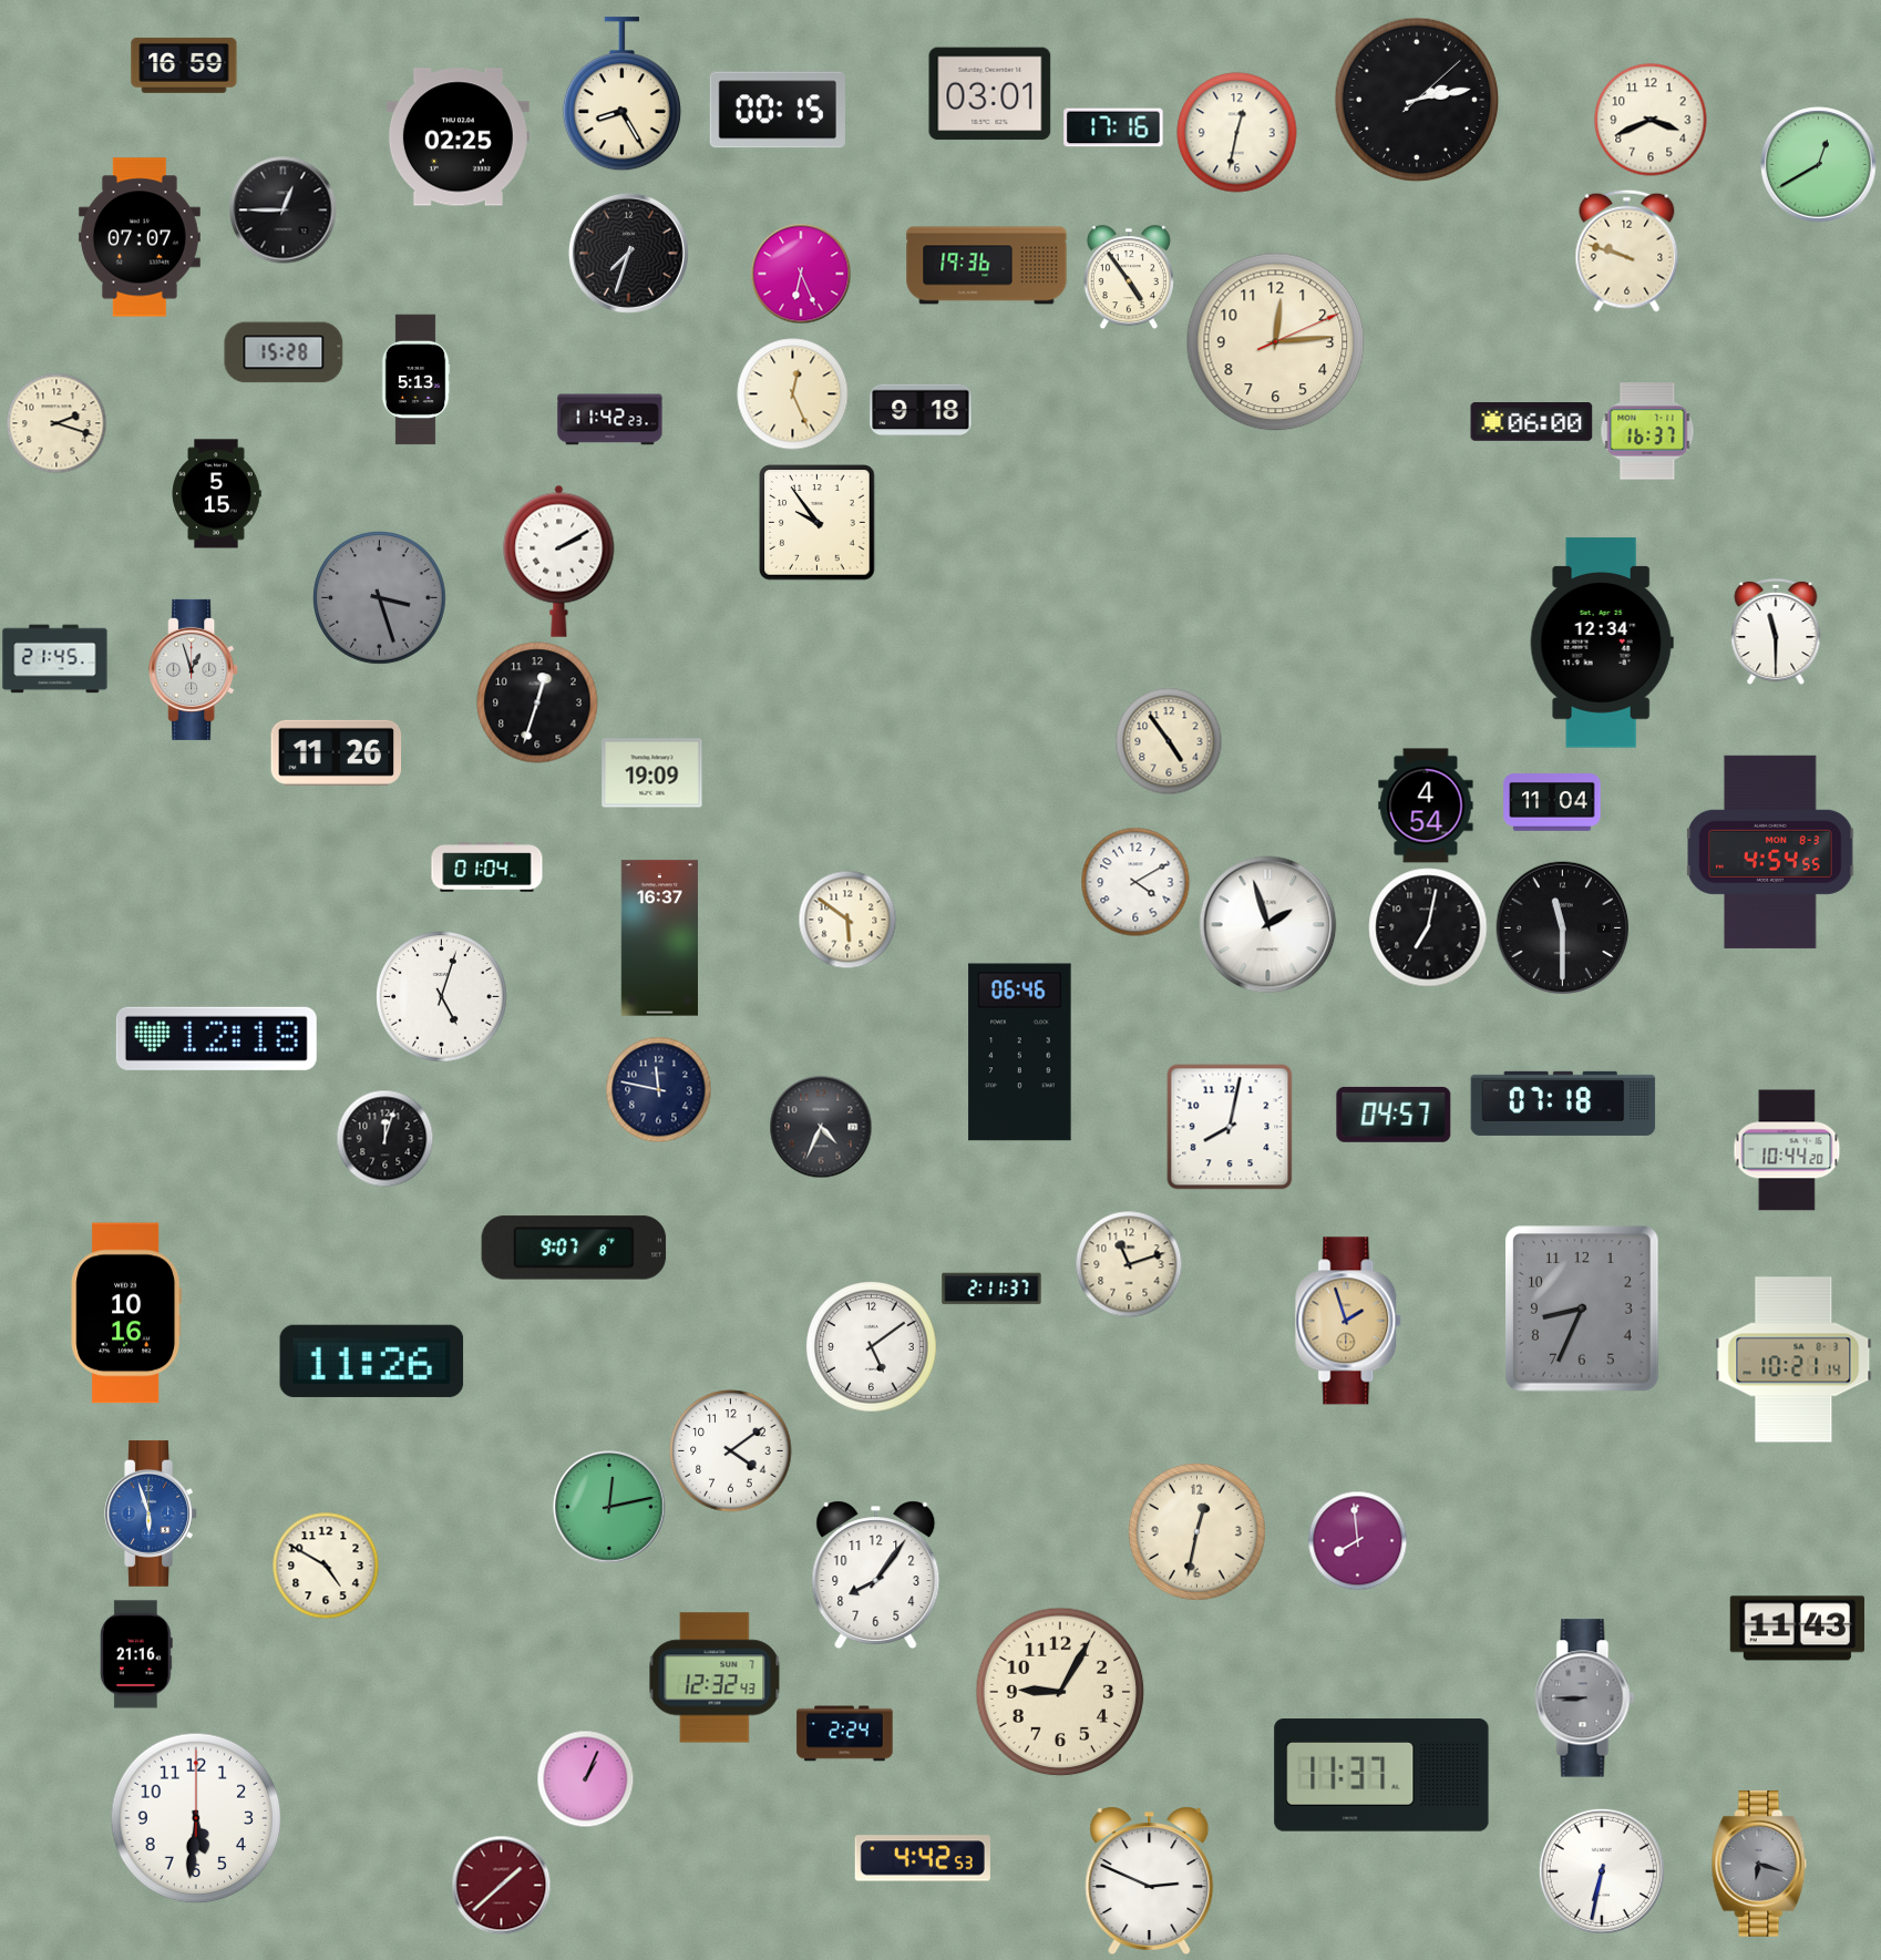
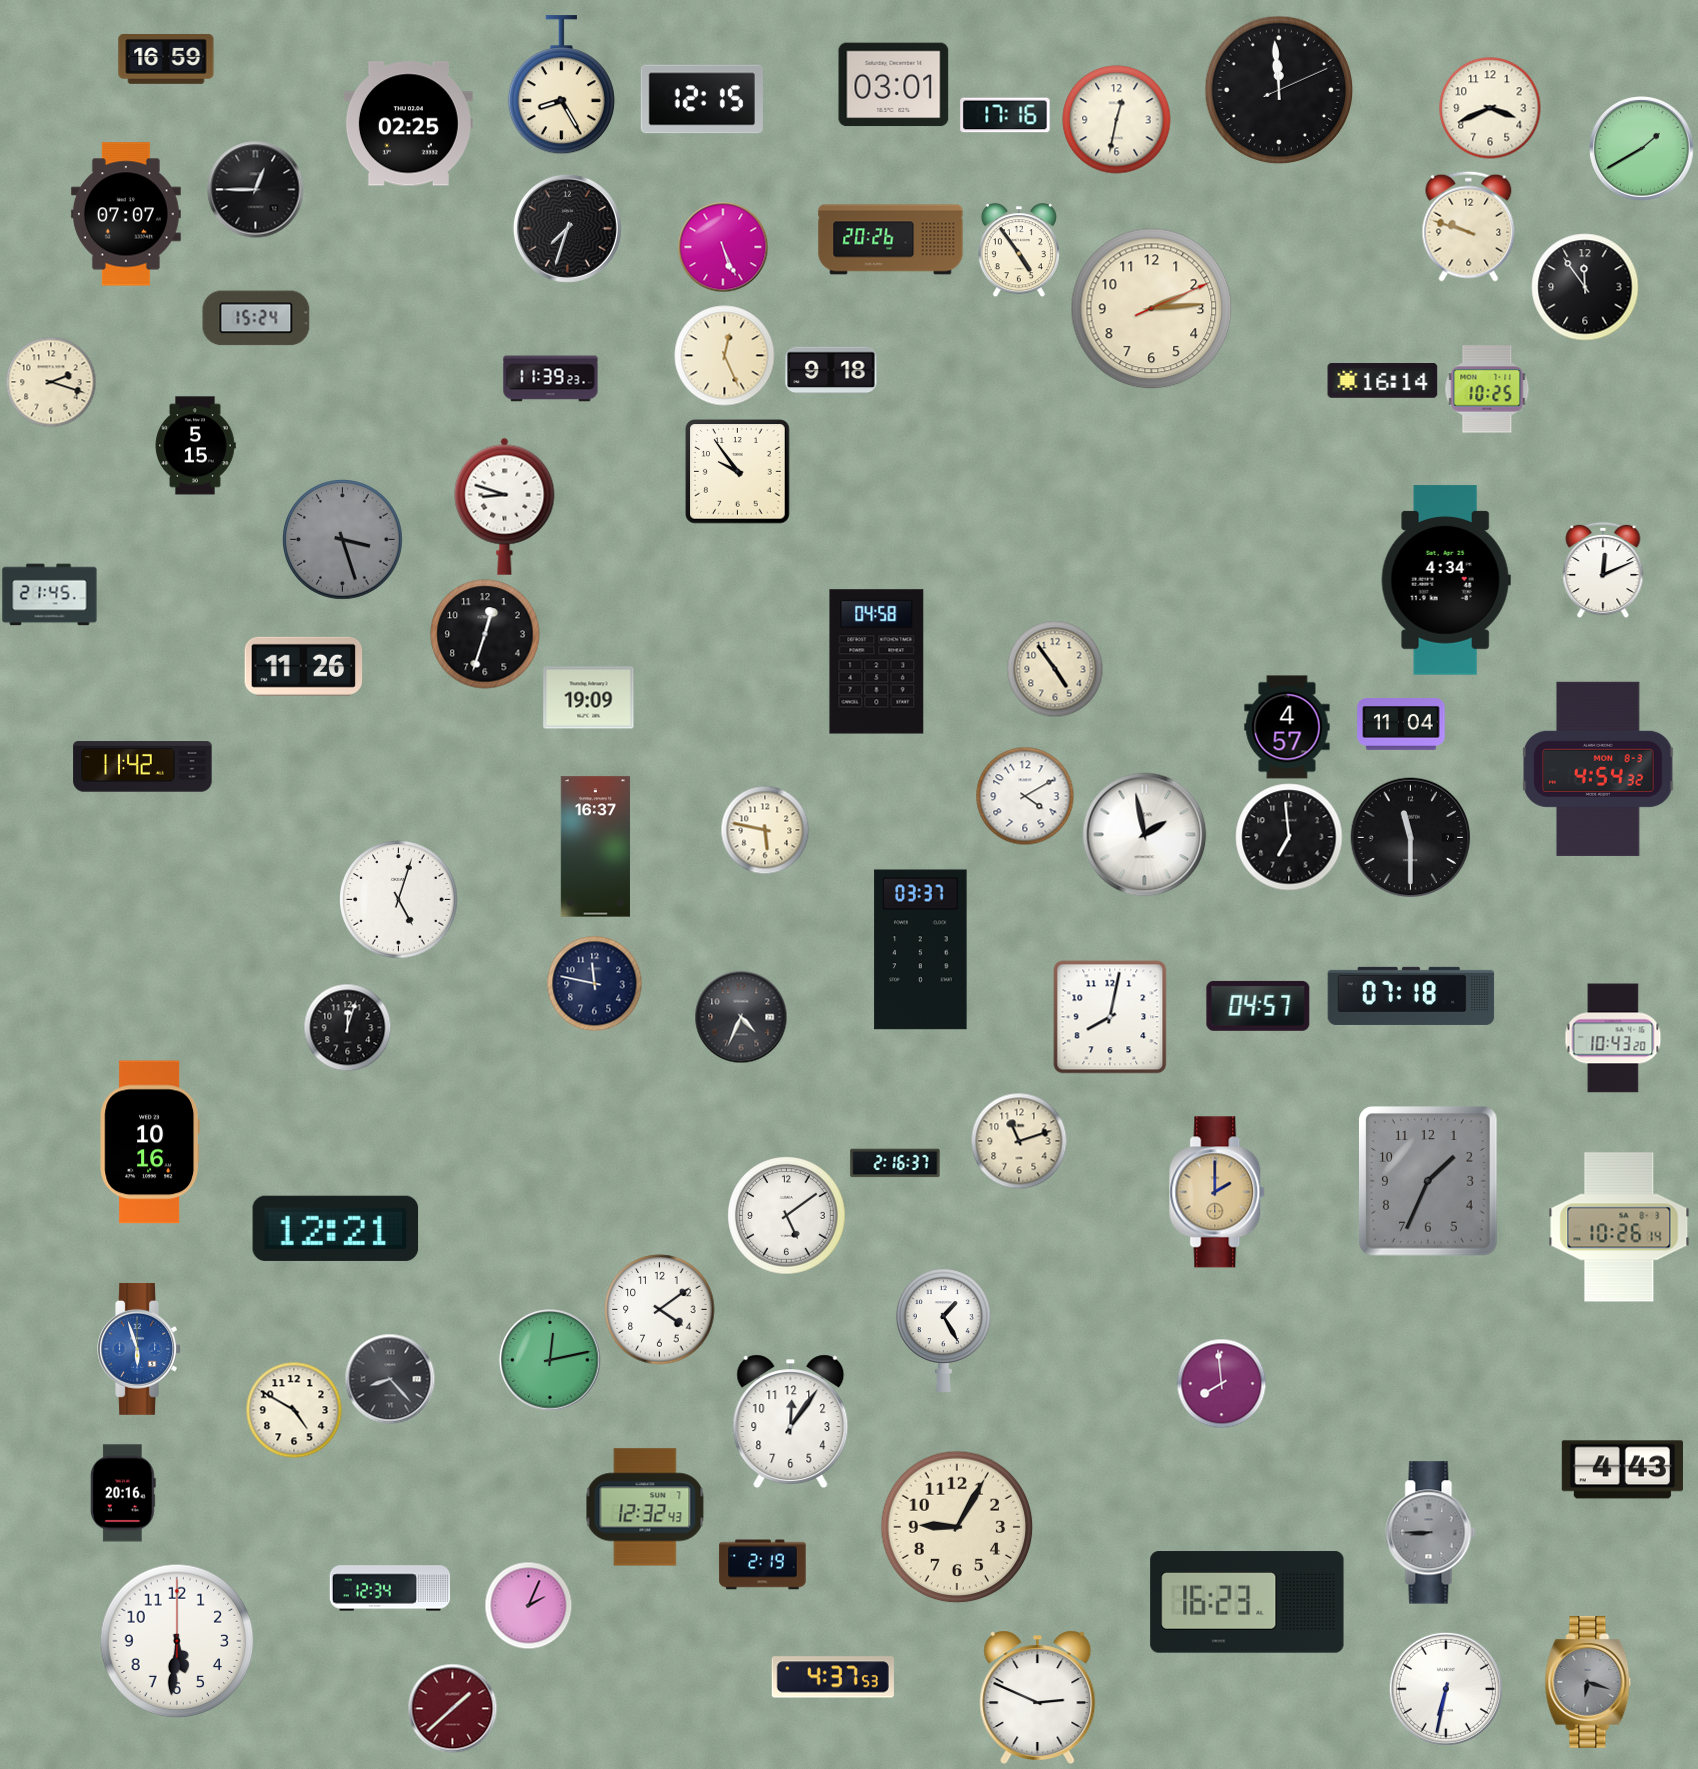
clock at (1417, 100): 2:13 -> 11:59
clock at (778, 110): 00:15 -> 12:15
clock at (458, 137) position: (458, 137) -> (408, 124)
clock at (1819, 165): 12:40 -> 1:40
clock at (987, 266): 19:36 -> 20:26
clock at (801, 274): 6:26 -> 5:26
clock at (1585, 287): none -> 11:54
clock at (1276, 342): 12:14 -> 2:14
clock at (284, 352): 15:28 -> 15:24
clock at (415, 380): 5:13 -> none
clock at (793, 394) position: (793, 394) -> (725, 356)
clock at (610, 420): 11:42 -> 11:39
clock at (1532, 422): 06:00 -> 16:14
clock at (1647, 431): 16:37 -> 10:25
clock at (559, 561): 2:10 -> 8:48
clock at (1776, 632): 11:30 -> 12:11
clock at (1602, 643): 12:34 -> 4:34
clock at (194, 669): 12:57 -> none
clock at (877, 662): none -> 04:58
clock at (337, 752) position: (337, 752) -> (304, 666)
clock at (1426, 805): 4:54 -> 4:57
clock at (143, 767): none -> 11:42
clock at (1770, 852): 4:54:55 -> 4:54:32
clock at (487, 868): 01:04 -> none
clock at (847, 920): 5:51 -> 5:47
clock at (1268, 925): 1:57 -> 1:58
clock at (1428, 927): 7:02 -> 6:59
clock at (216, 1038): 12:18 -> none
clock at (1020, 1053): 06:46 -> 03:37
clock at (1787, 1150): 10:44 -> 10:43
clock at (574, 1248): 9:07 -> none
clock at (991, 1289): 2:11 -> 2:16
clock at (1583, 1310): 8:34 -> 1:34
clock at (126, 1313) position: (126, 1313) -> (150, 1142)
clock at (1349, 1321): 1:57 -> 2:00
clock at (1793, 1359): 10:21 -> 10:26
clock at (372, 1361): 11:26 -> 12:21
clock at (943, 1330): none -> 1:25
clock at (151, 1513) position: (151, 1513) -> (139, 1349)
clock at (390, 1379): none -> 8:23
clock at (1196, 1531): 12:32 -> none
clock at (1357, 1540) position: (1357, 1540) -> (1221, 1383)
clock at (326, 1566) position: (326, 1566) -> (294, 1410)
clock at (876, 1574): 8:06 -> 12:06
clock at (1797, 1629): 11:43 -> 4:43
clock at (136, 1654): 21:16 -> 20:16
clock at (715, 1677) position: (715, 1677) -> (645, 1507)
clock at (845, 1734): 2:24 -> 2:19
clock at (390, 1588): none -> 12:34
clock at (1381, 1775): 11:37 -> 16:23
clock at (585, 1778): 1:04 -> 2:04
clock at (923, 1858): 4:42 -> 4:37
clock at (501, 1885) position: (501, 1885) -> (452, 1708)
